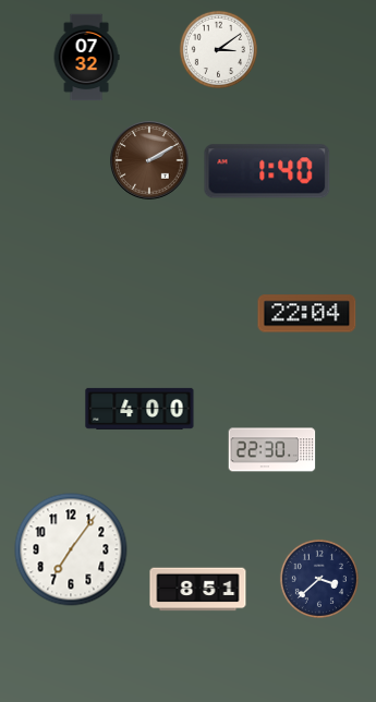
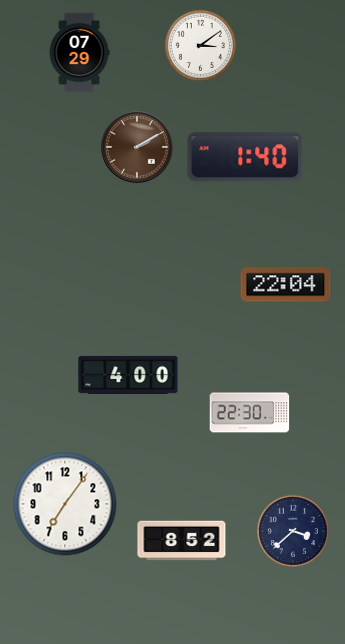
clock at (86, 58): 07:32 -> 07:29
clock at (307, 314) position: (307, 314) -> (286, 285)
clock at (198, 590): 8:51 -> 8:52
